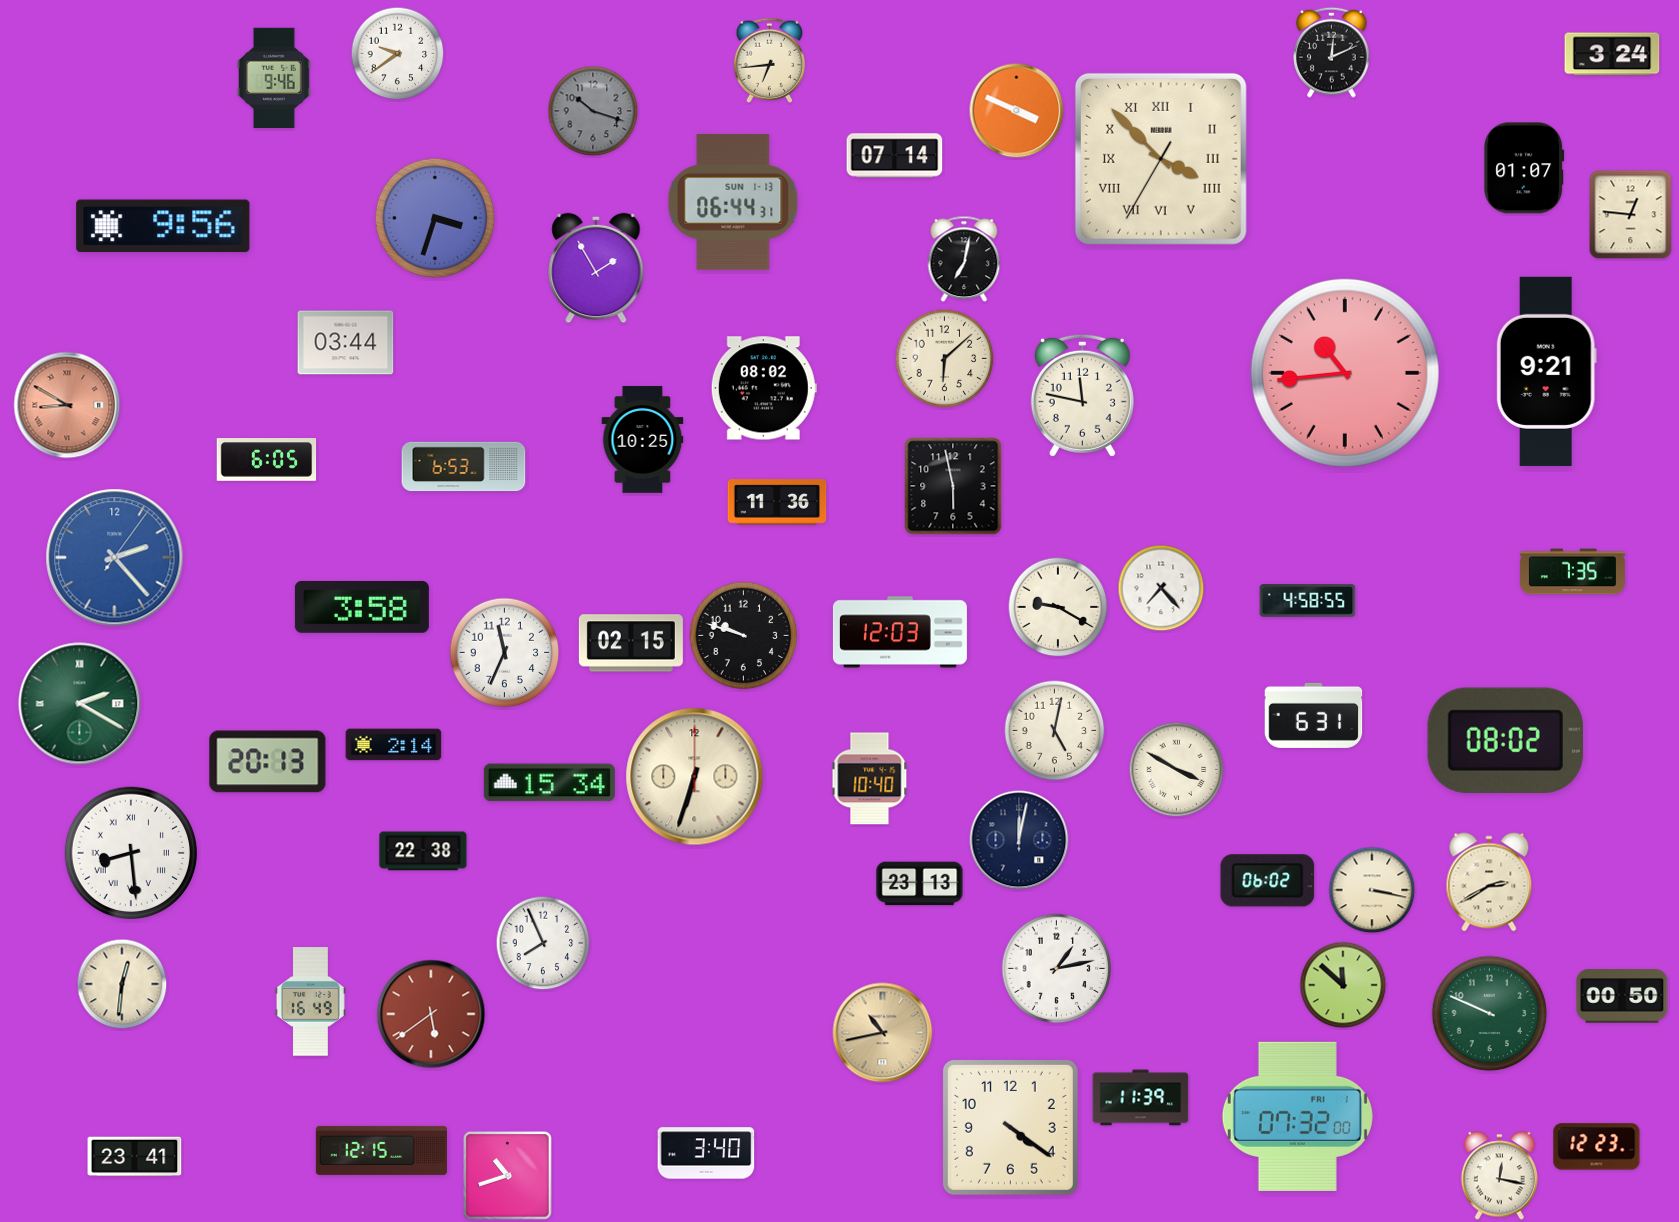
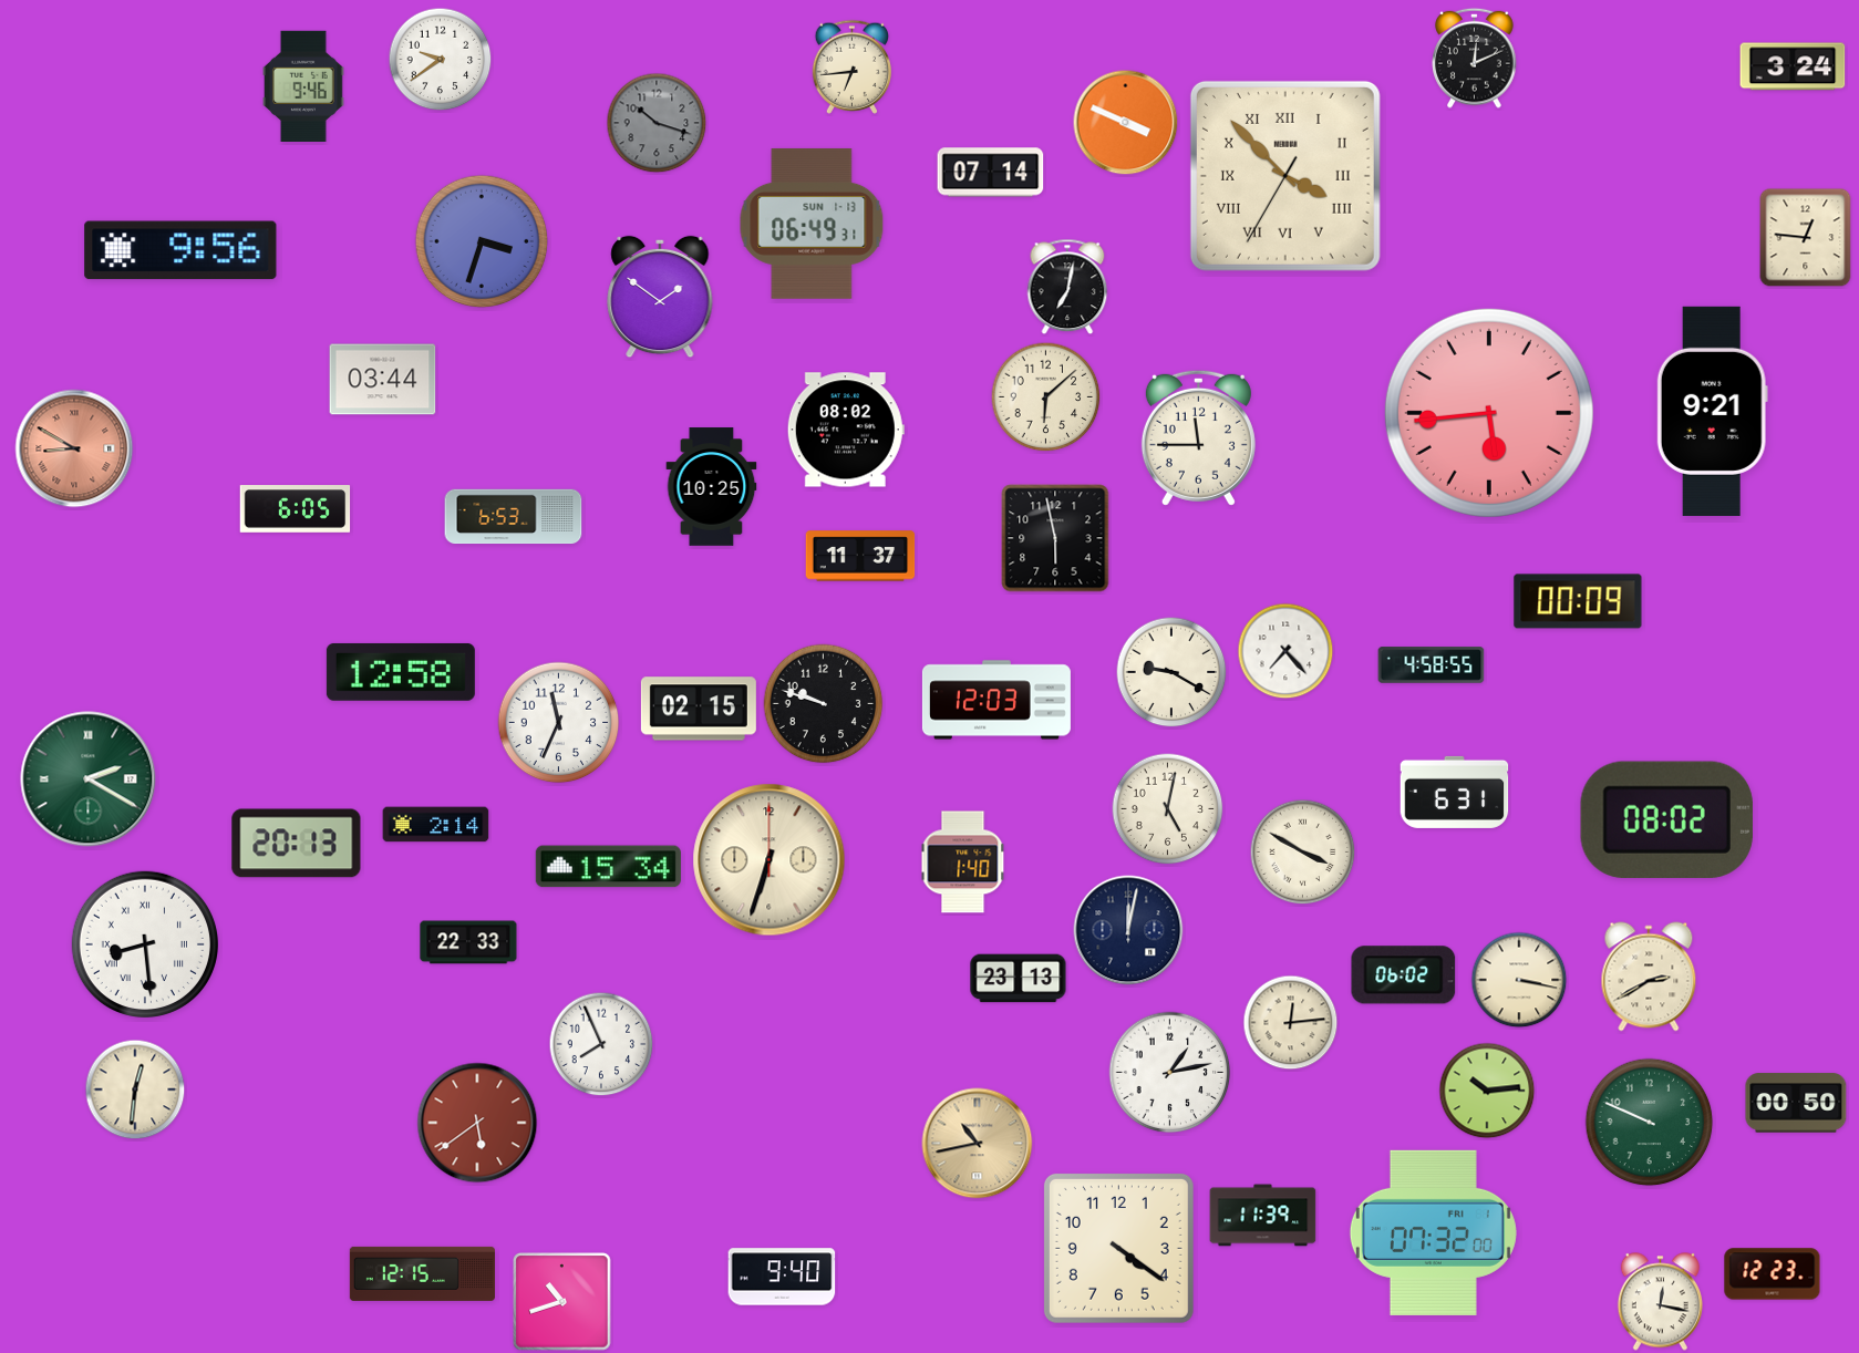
clock at (1612, 54) position: (1612, 54) -> (1793, 66)
clock at (1524, 168): 01:07 -> none
clock at (733, 202): 06:44 -> 06:49
clock at (596, 268): 1:55 -> 1:51
clock at (1345, 373): 10:44 -> 5:44
clock at (1082, 395): 11:47 -> 11:45
clock at (777, 502): 11:36 -> 11:37
clock at (1578, 601): none -> 00:09
clock at (115, 558): 2:23 -> none
clock at (1572, 572): 7:35 -> none
clock at (1308, 601) position: (1308, 601) -> (1432, 665)
clock at (362, 607): 3:58 -> 12:58
clock at (631, 643) position: (631, 643) -> (699, 709)
clock at (870, 779): 10:40 -> 1:40
clock at (423, 851): 22:38 -> 22:33
clock at (1372, 890) position: (1372, 890) -> (1519, 980)
clock at (1291, 1023): none -> 12:14
clock at (1343, 985): 11:52 -> 10:14
clock at (310, 1002): 16:49 -> none
clock at (1297, 1116) position: (1297, 1116) -> (1433, 1232)
clock at (1597, 1147) position: (1597, 1147) -> (1773, 1274)
clock at (706, 1153): 3:40 -> 9:40
clock at (135, 1157): 23:41 -> none
